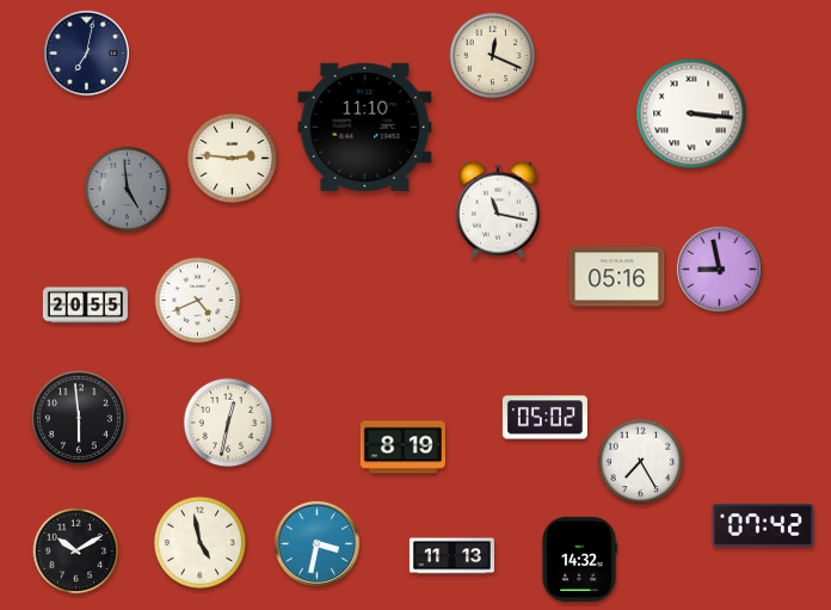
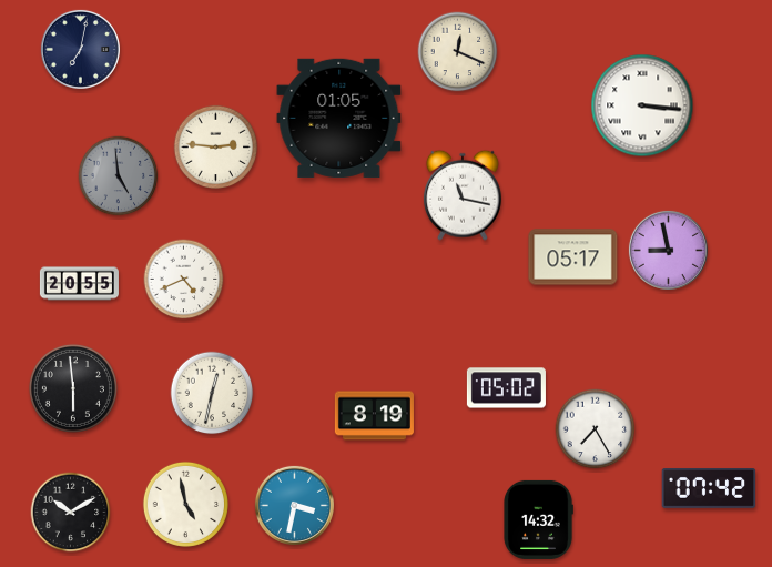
clock at (365, 127): 11:10 -> 01:05
clock at (617, 277): 05:16 -> 05:17
clock at (451, 556): 11:13 -> none
